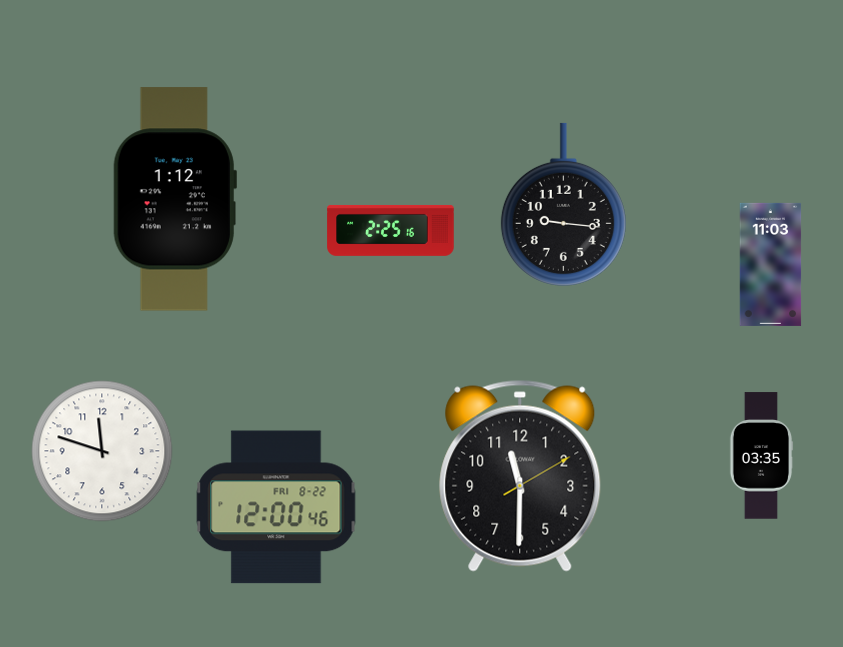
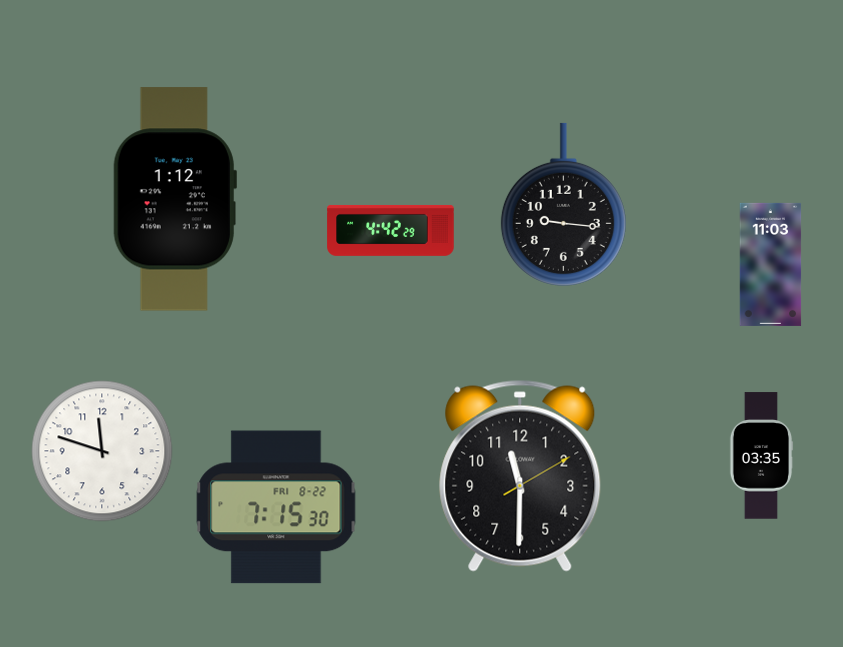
clock at (391, 230): 2:25 -> 4:42
clock at (276, 507): 12:00 -> 7:15
